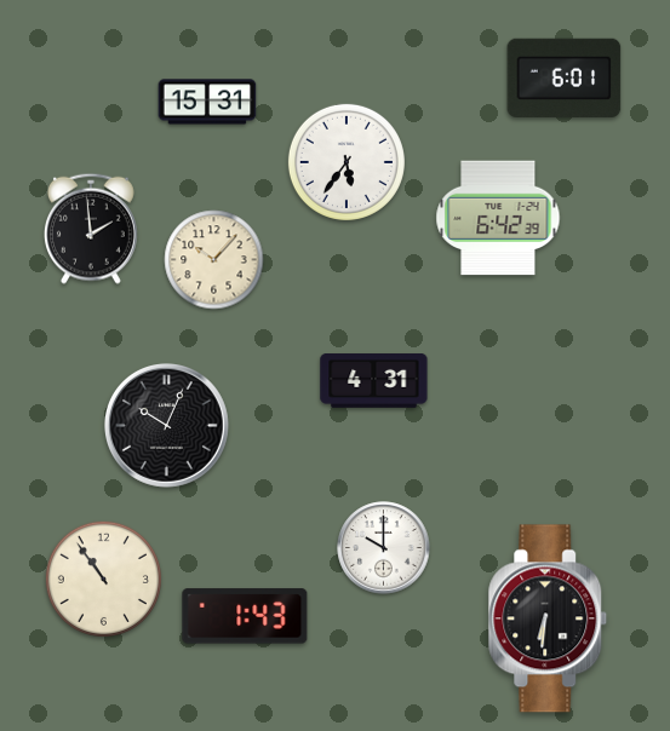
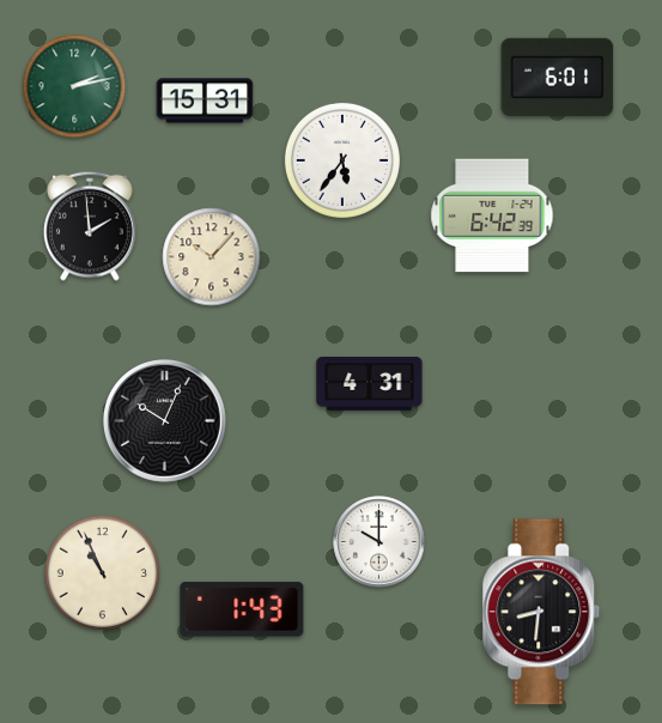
clock at (74, 86): none -> 2:13
clock at (374, 381) position: (374, 381) -> (370, 384)
clock at (103, 579): 10:54 -> 10:56
clock at (548, 618): 6:31 -> 8:31
